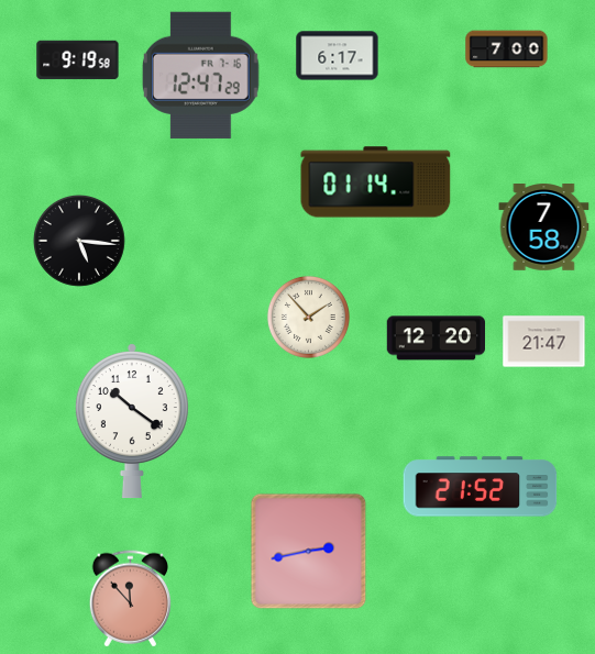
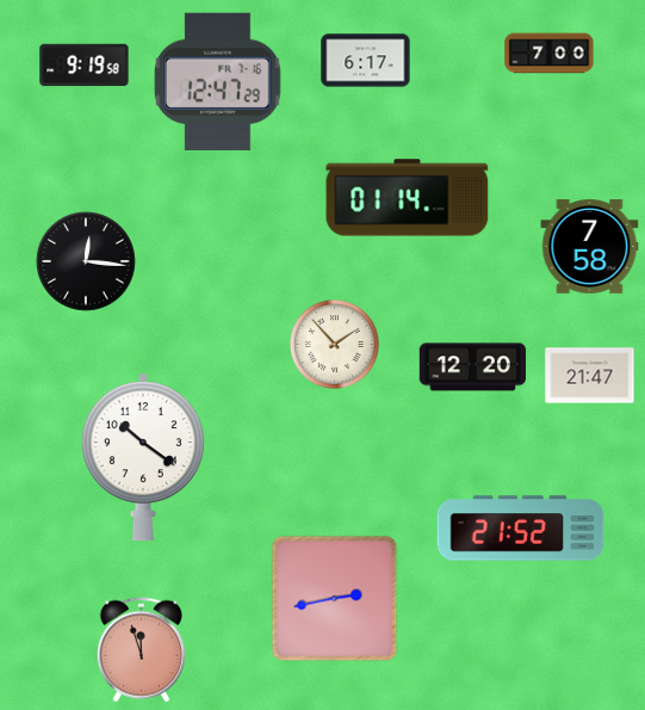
clock at (79, 241): 5:16 -> 12:16
clock at (544, 342) position: (544, 342) -> (590, 376)
clock at (130, 599): 11:53 -> 11:57
